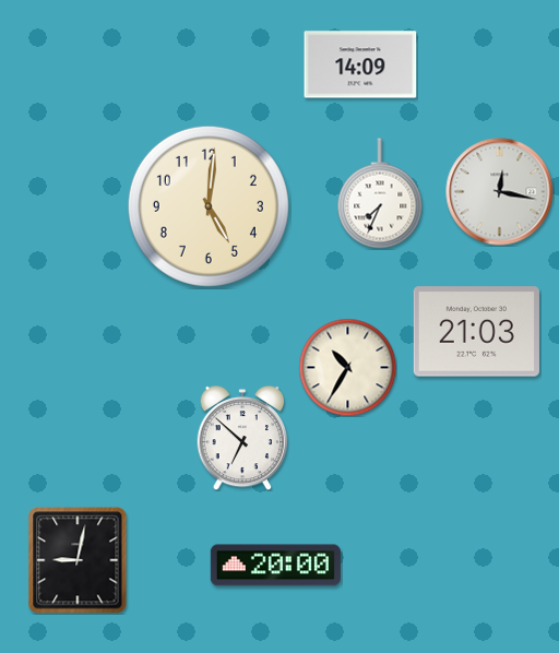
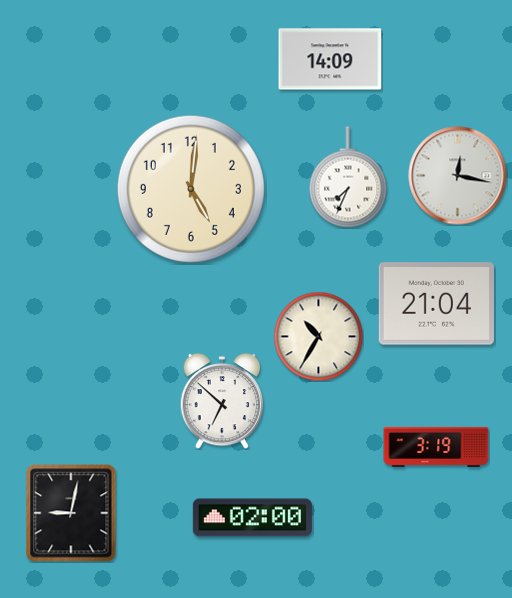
clock at (476, 332): 21:03 -> 21:04
clock at (436, 447): none -> 3:19
clock at (275, 566): 20:00 -> 02:00
